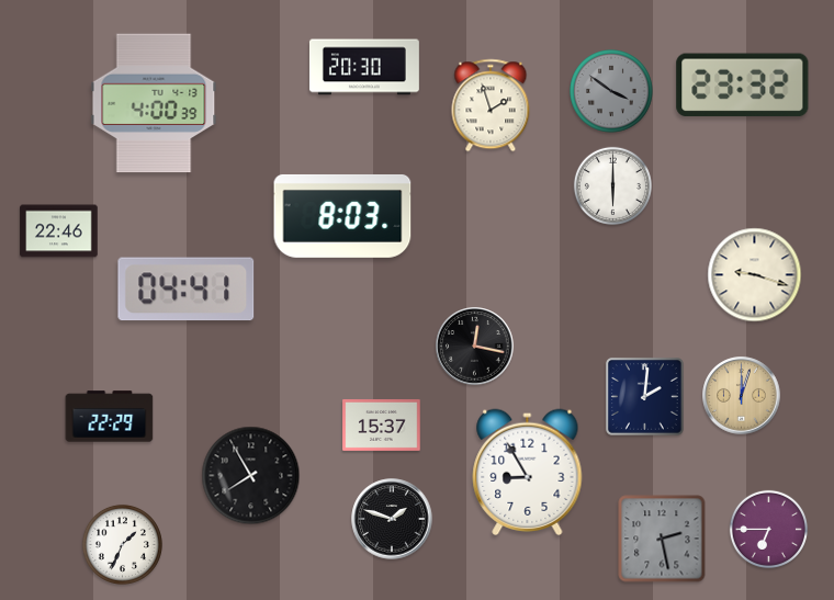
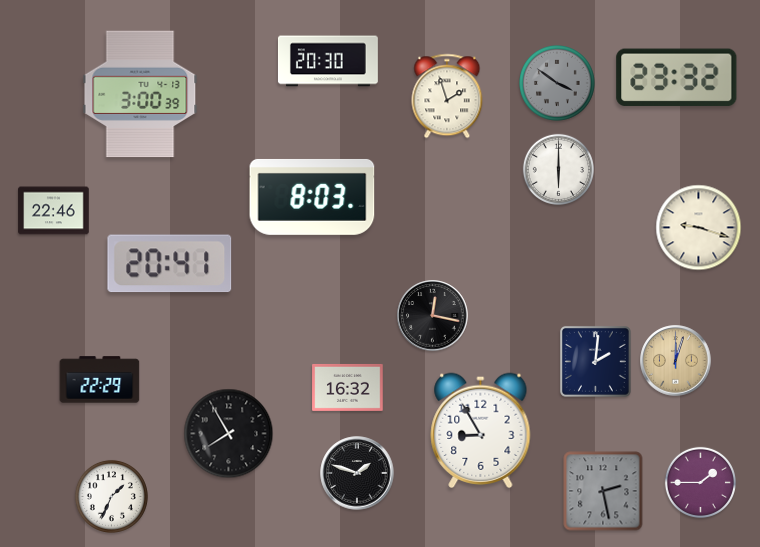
clock at (364, 67) position: (364, 67) -> (328, 61)
clock at (154, 103): 4:00 -> 3:00
clock at (755, 275) position: (755, 275) -> (699, 228)
clock at (187, 290): 04:41 -> 20:41
clock at (644, 396) position: (644, 396) -> (595, 361)
clock at (382, 424): 15:37 -> 16:32
clock at (768, 529): 6:45 -> 1:45
